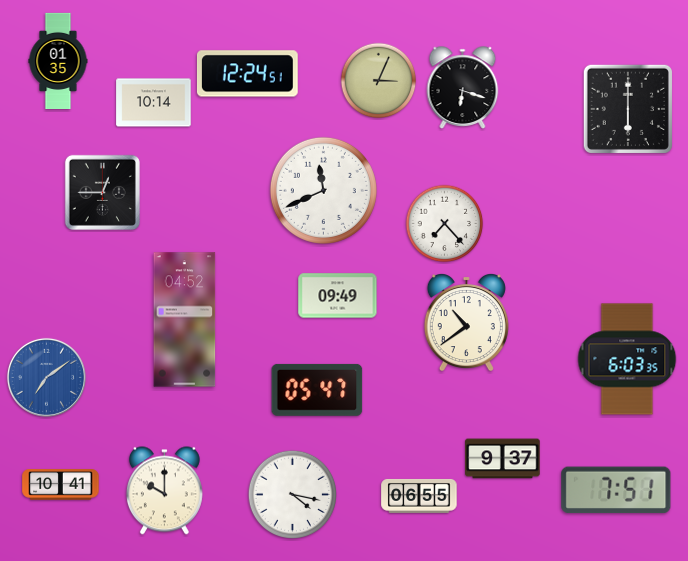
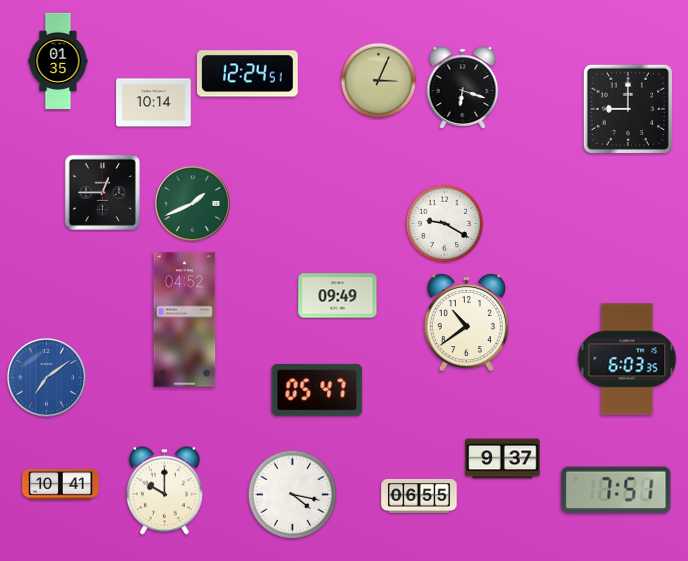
clock at (628, 109): 6:00 -> 9:00
clock at (323, 190): 11:41 -> none
clock at (192, 203): none -> 1:41
clock at (445, 224): 7:23 -> 9:20
